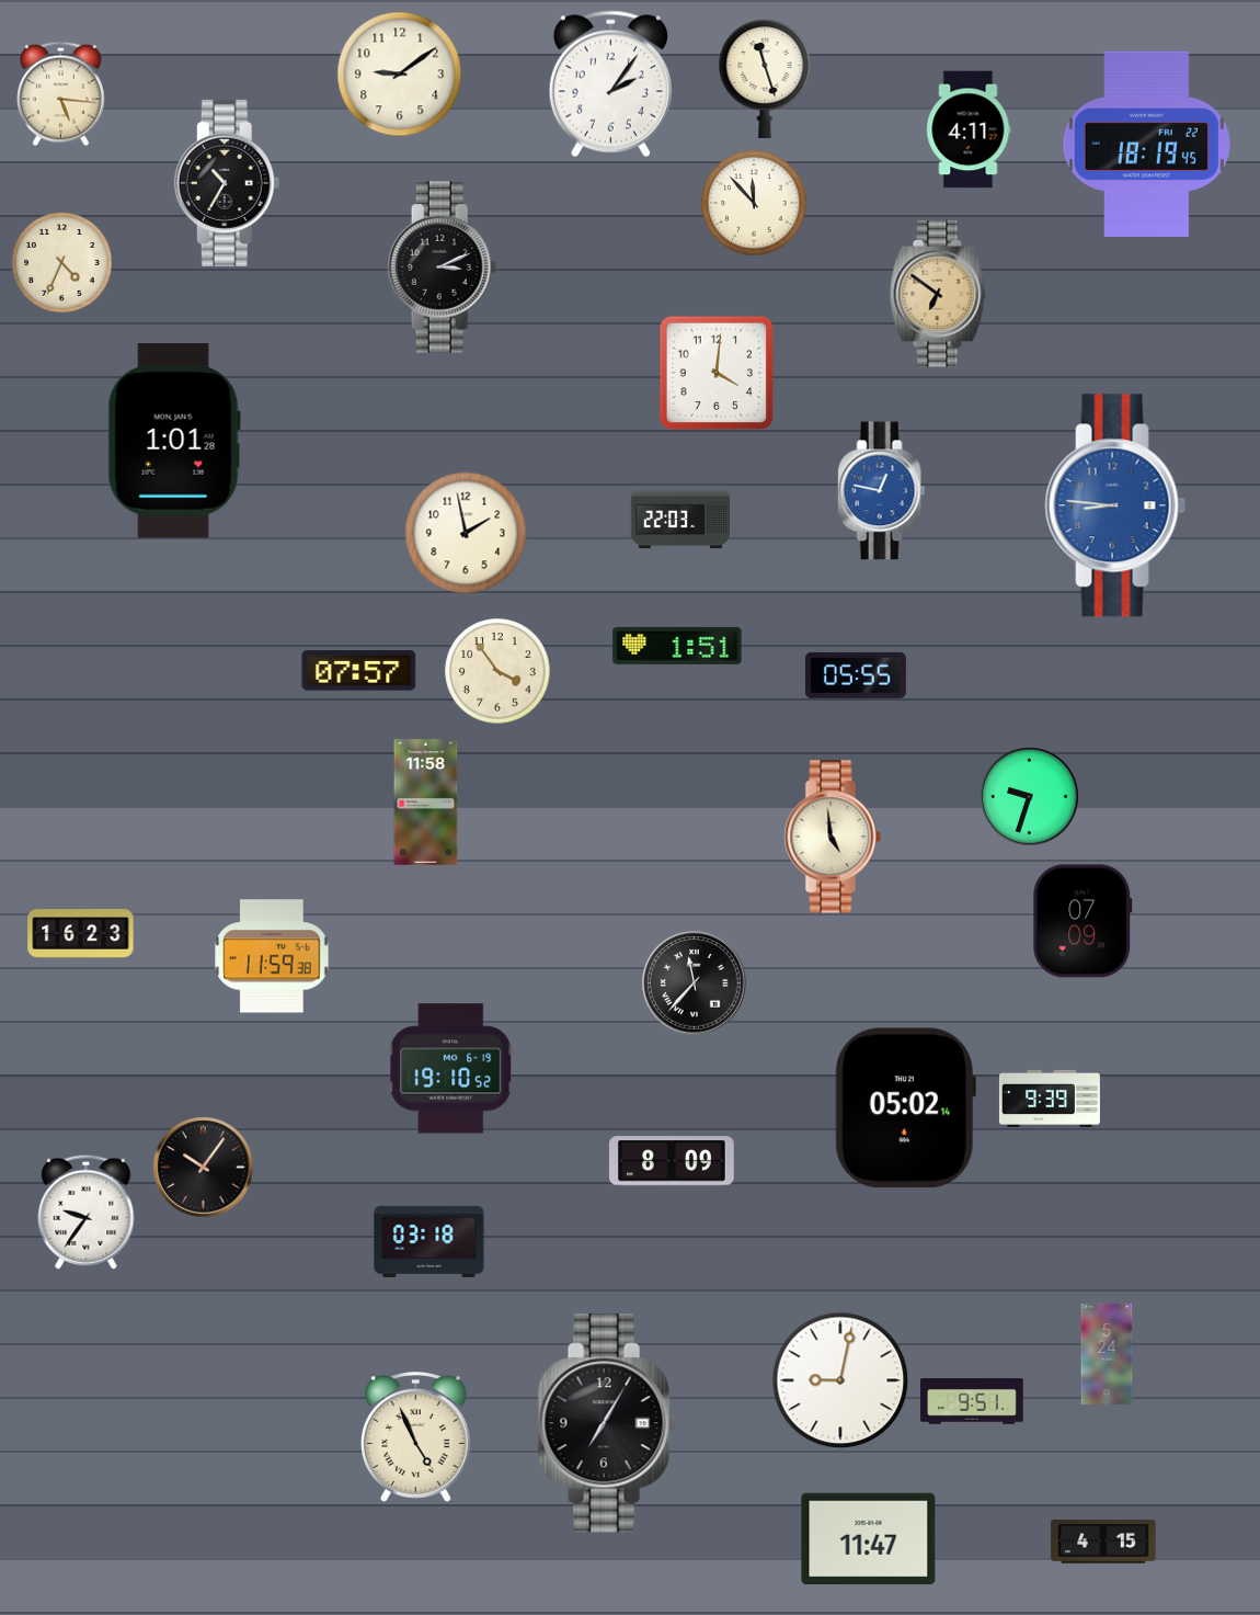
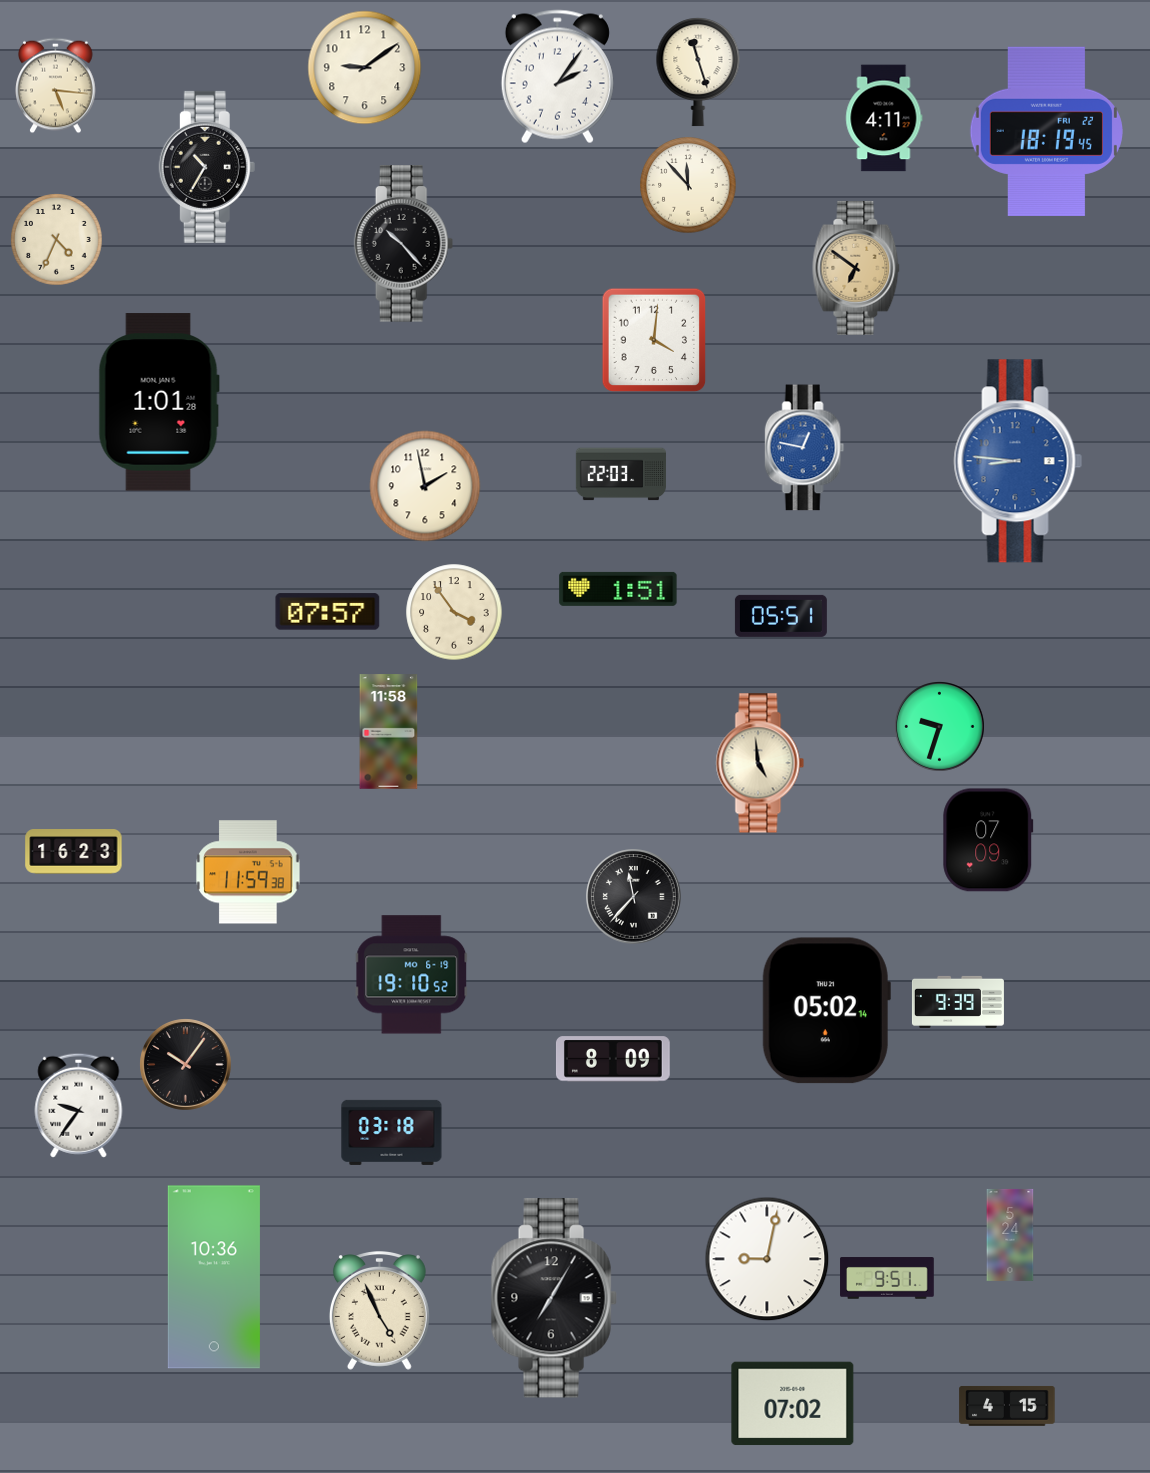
clock at (443, 268): 3:11 -> 10:23
clock at (856, 675): 05:55 -> 05:51
clock at (214, 1277): none -> 10:36
clock at (869, 1539): 11:47 -> 07:02
